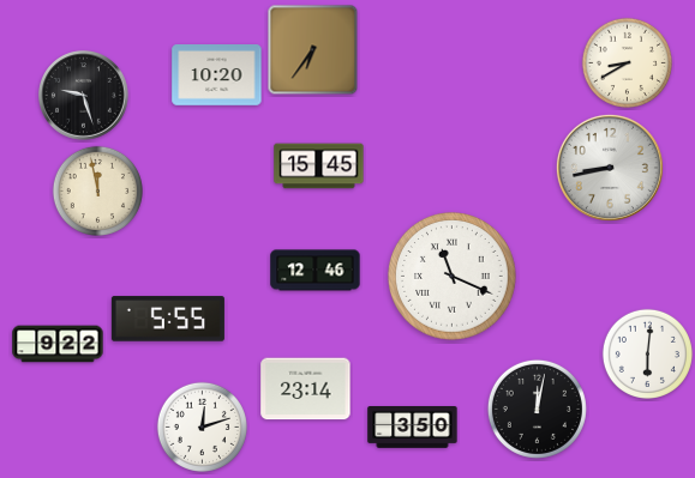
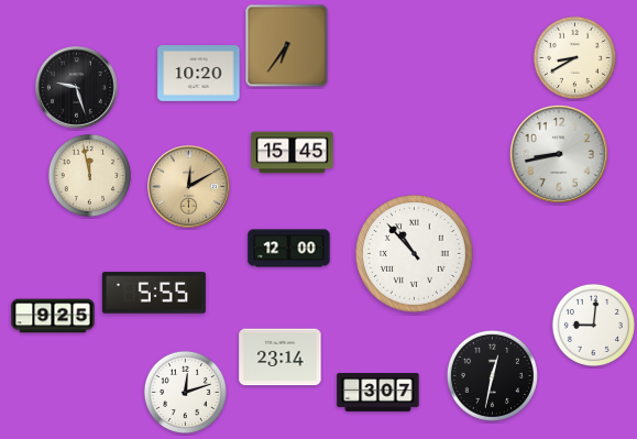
clock at (217, 75) position: (217, 75) -> (199, 74)
clock at (189, 187): none -> 12:10
clock at (316, 271): 12:46 -> 12:00
clock at (453, 277): 11:19 -> 10:53
clock at (58, 344): 9:22 -> 9:25
clock at (647, 353): 6:01 -> 9:01
clock at (537, 409): 12:02 -> 12:32
clock at (413, 428): 3:50 -> 3:07
